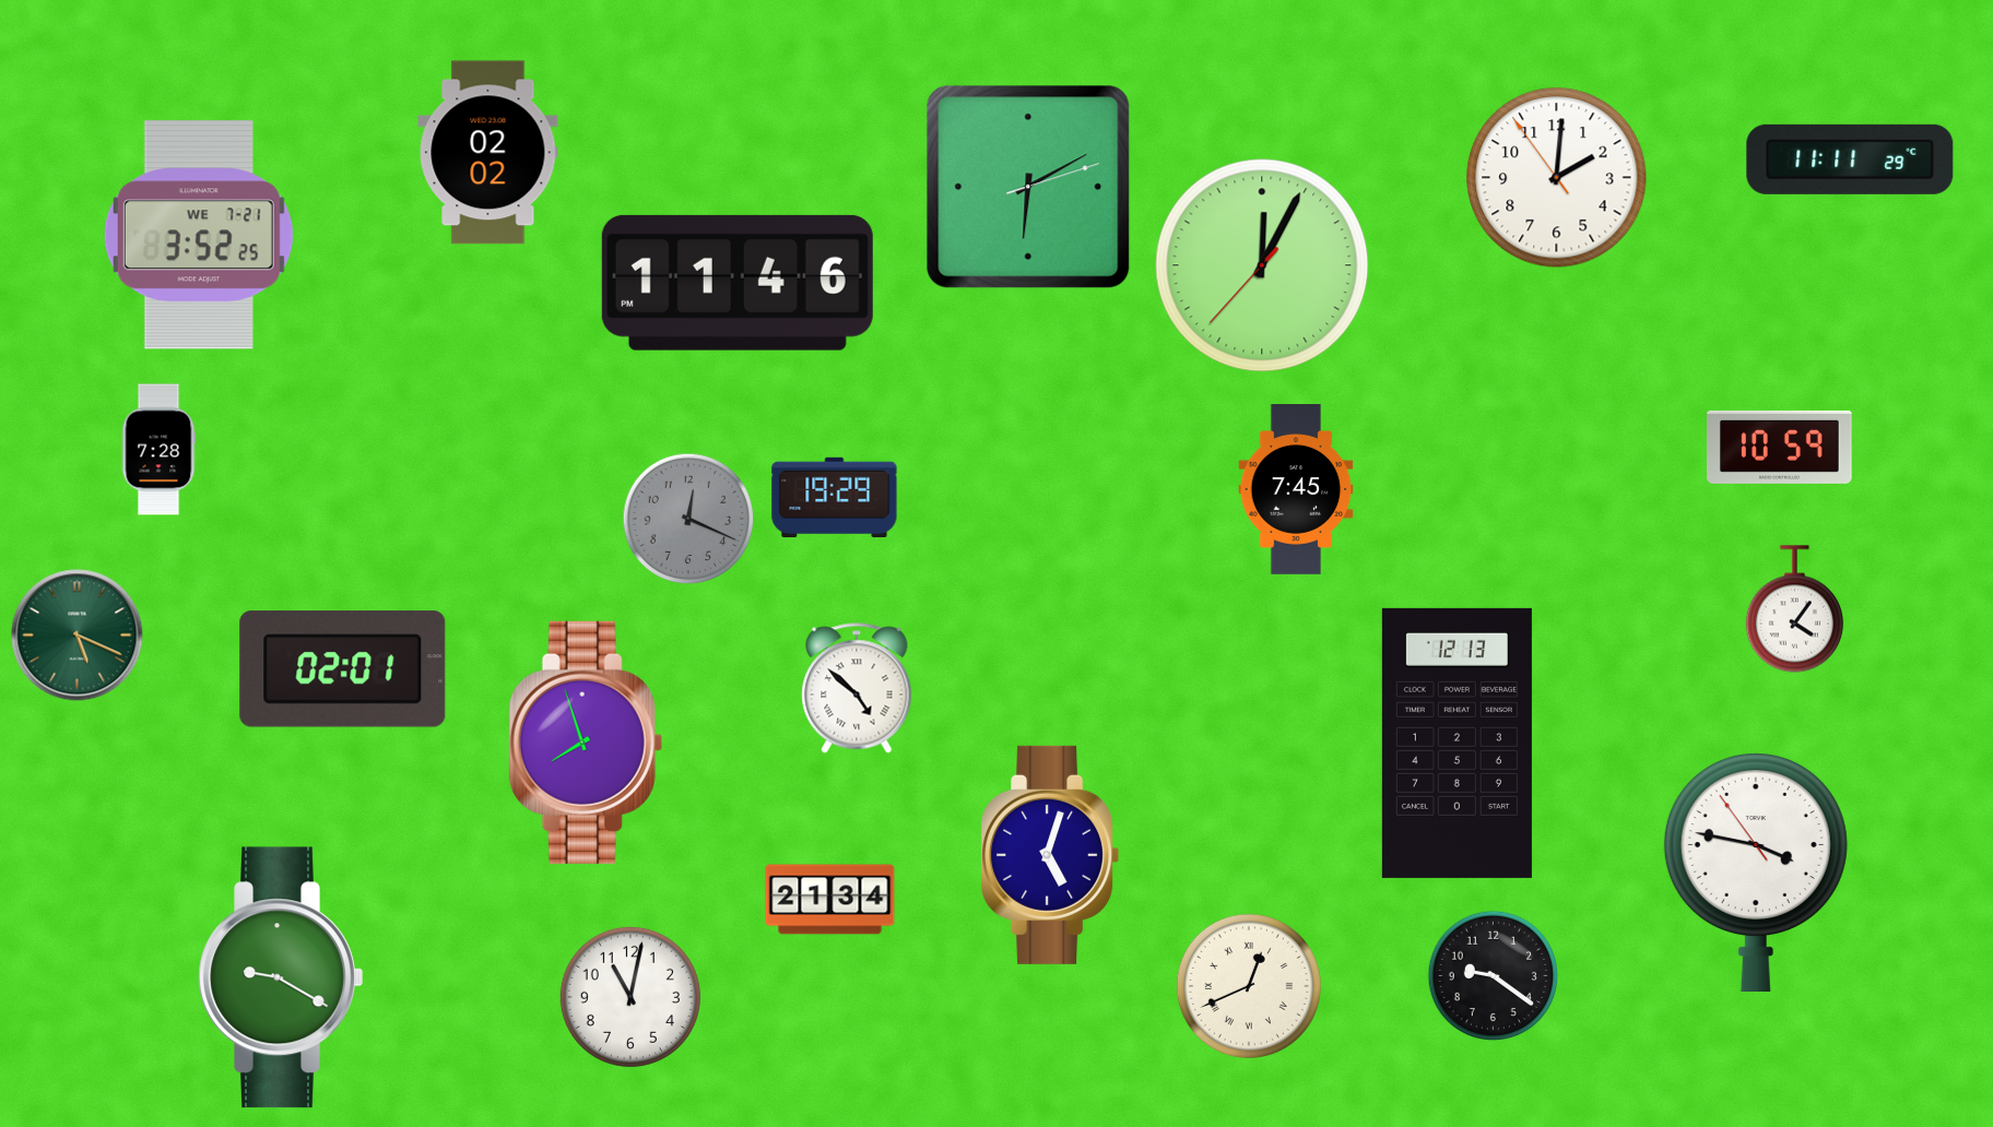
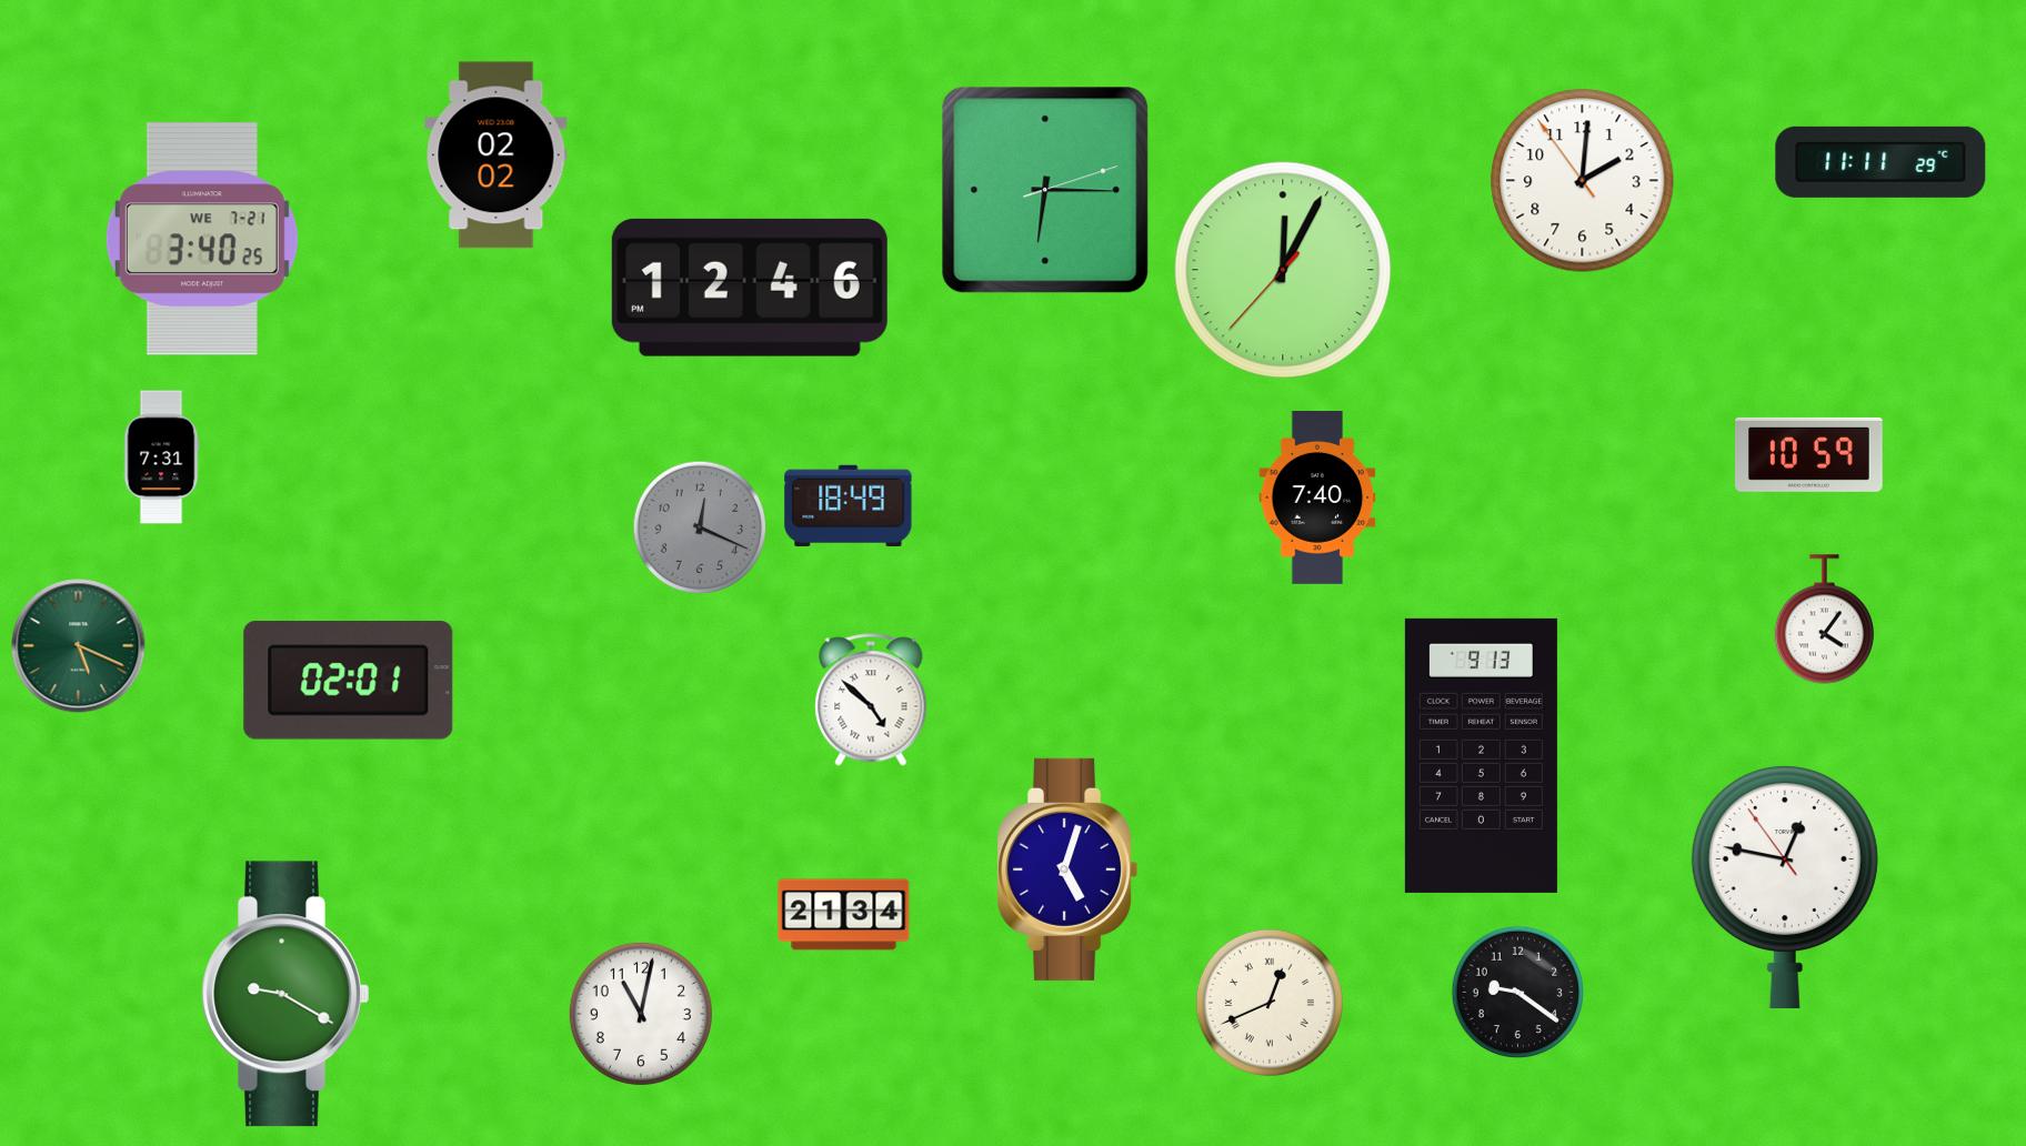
clock at (1028, 187): 6:10 -> 6:15
clock at (199, 235): 3:52 -> 3:40
clock at (738, 283): 11:46 -> 12:46
clock at (158, 450): 7:28 -> 7:31
clock at (1296, 490): 7:45 -> 7:40
clock at (835, 497): 19:29 -> 18:49
clock at (586, 743): 7:57 -> none
clock at (1457, 743): 12:13 -> 9:13
clock at (1756, 871): 3:46 -> 12:46
